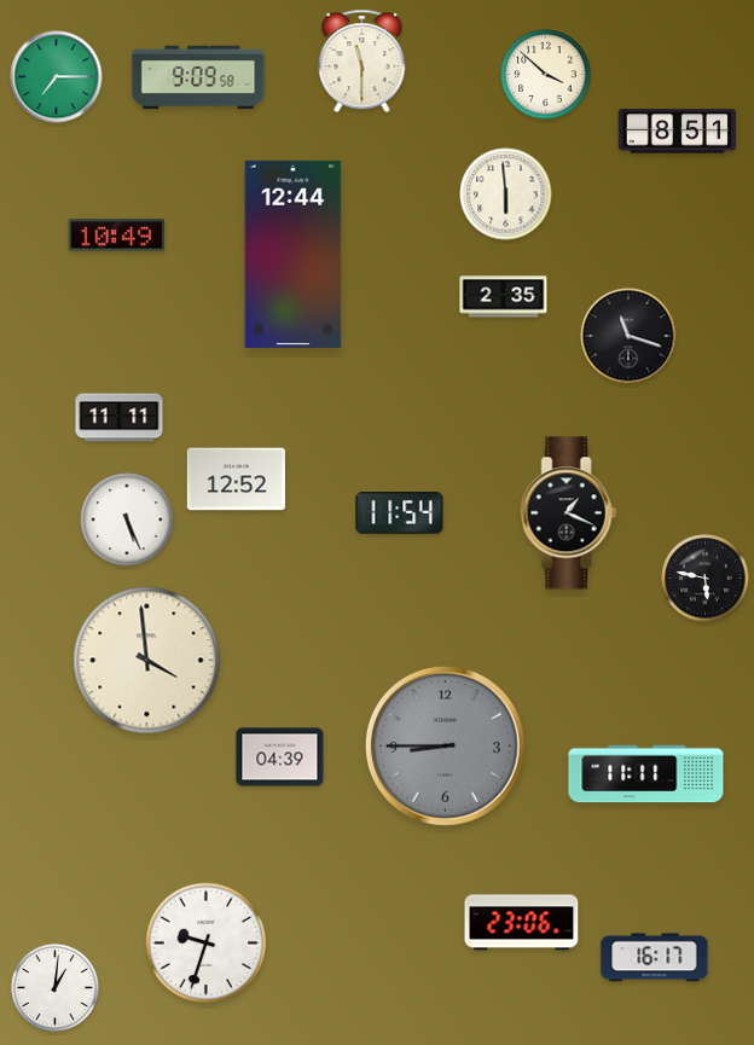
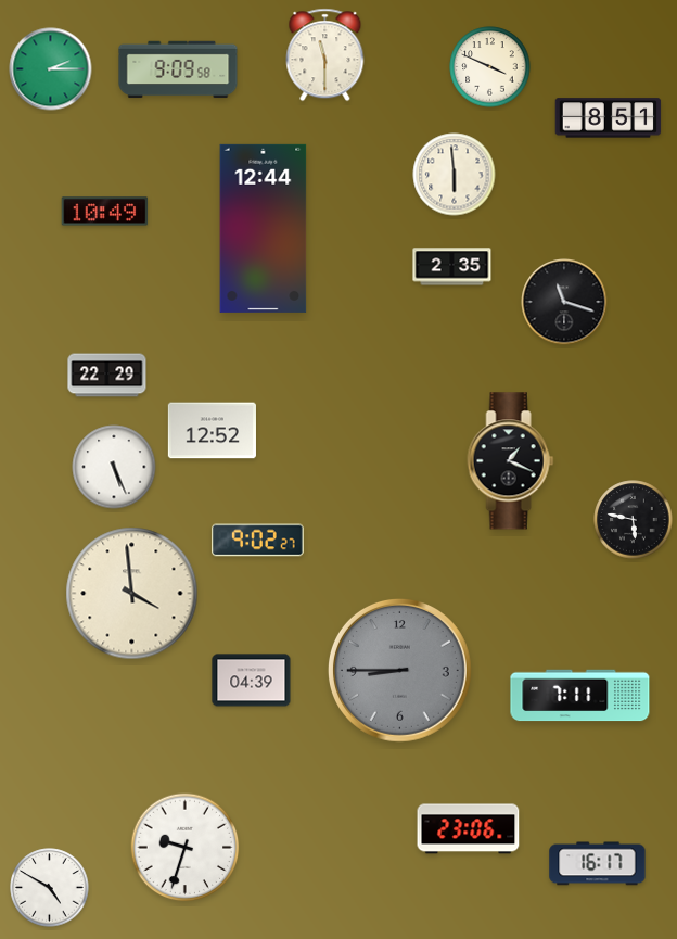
clock at (546, 75): 3:52 -> 3:49
clock at (57, 77): 7:15 -> 2:15
clock at (120, 418): 11:11 -> 22:29
clock at (400, 513): 11:54 -> none
clock at (258, 541): none -> 9:02
clock at (646, 774): 11:11 -> 7:11
clock at (655, 958) position: (655, 958) -> (598, 864)
clock at (56, 988): 1:01 -> 4:50
